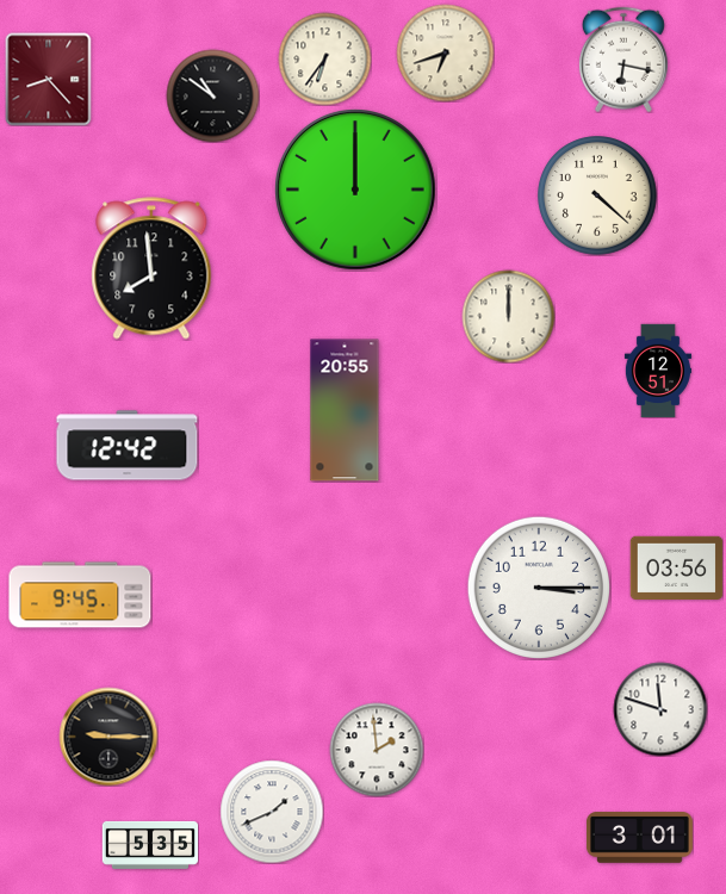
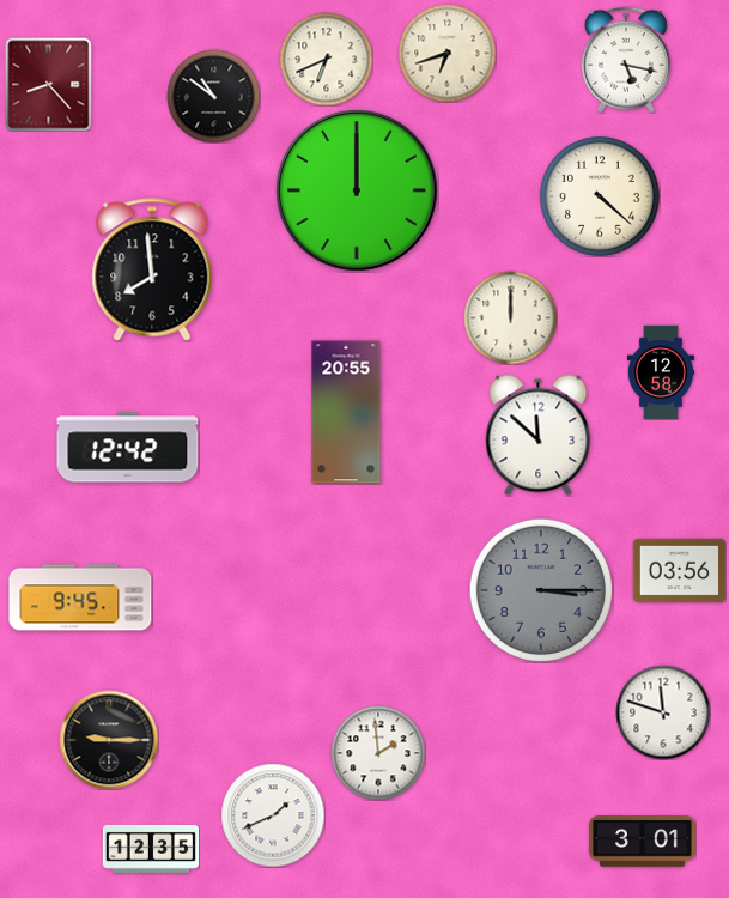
clock at (324, 58): 6:36 -> 6:41
clock at (623, 60): 6:17 -> 5:17
clock at (49, 79) position: (49, 79) -> (49, 84)
clock at (658, 371): 12:51 -> 12:58
clock at (539, 435): none -> 11:52
clock at (538, 586) dial: white -> grey
clock at (150, 845): 5:35 -> 12:35
